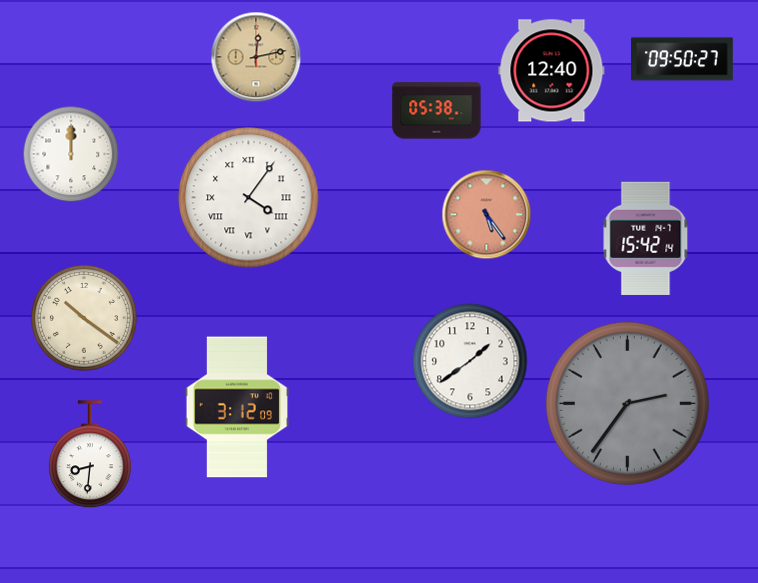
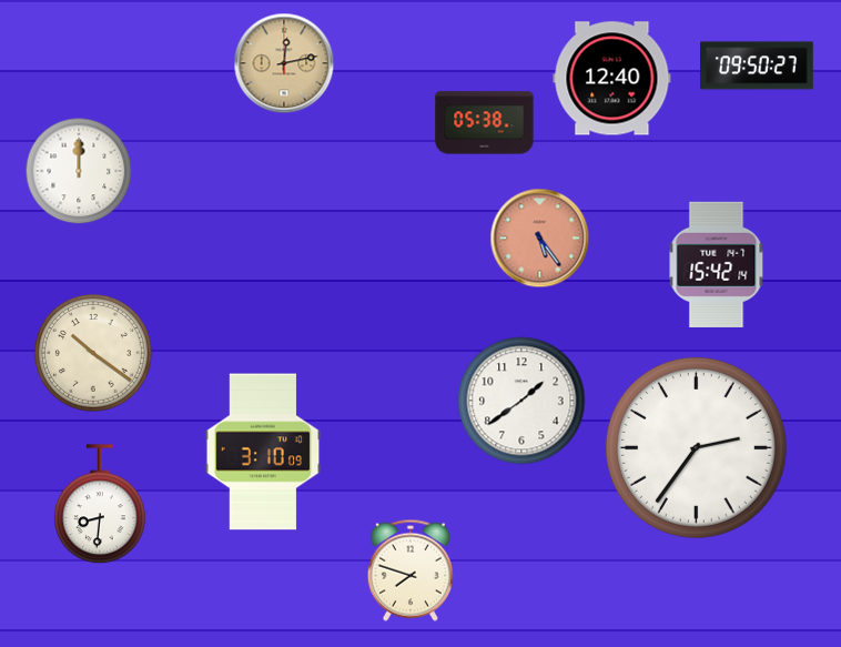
clock at (249, 198): 4:06 -> none
clock at (627, 403) dial: grey -> white
clock at (237, 407): 3:12 -> 3:10
clock at (411, 570): none -> 7:48
